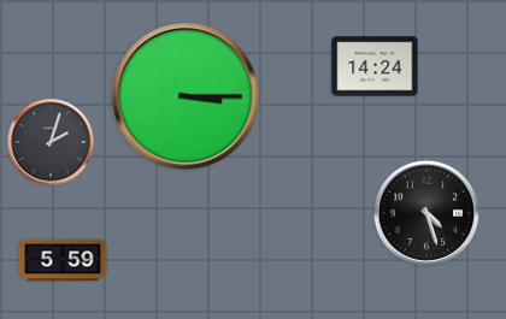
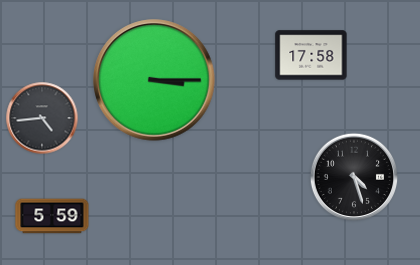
clock at (375, 66): 14:24 -> 17:58
clock at (51, 142): 2:03 -> 4:44
